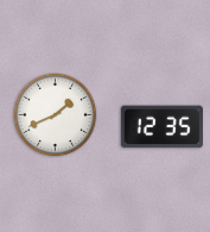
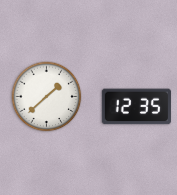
clock at (56, 115): 1:41 -> 1:38
